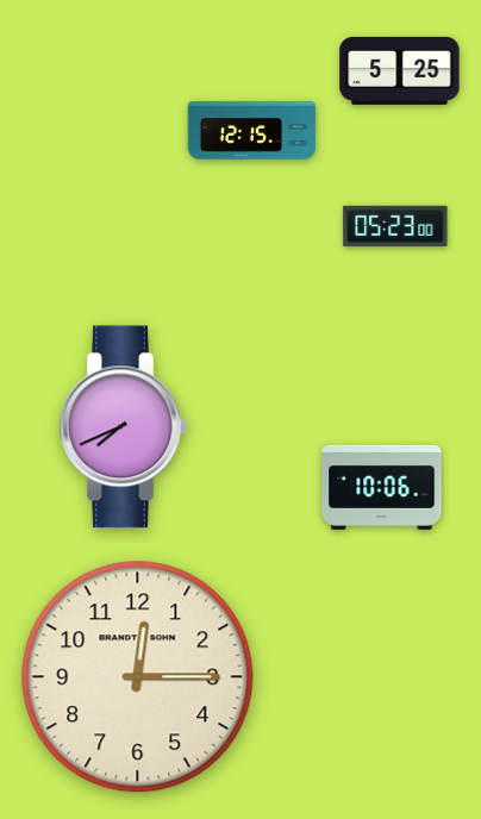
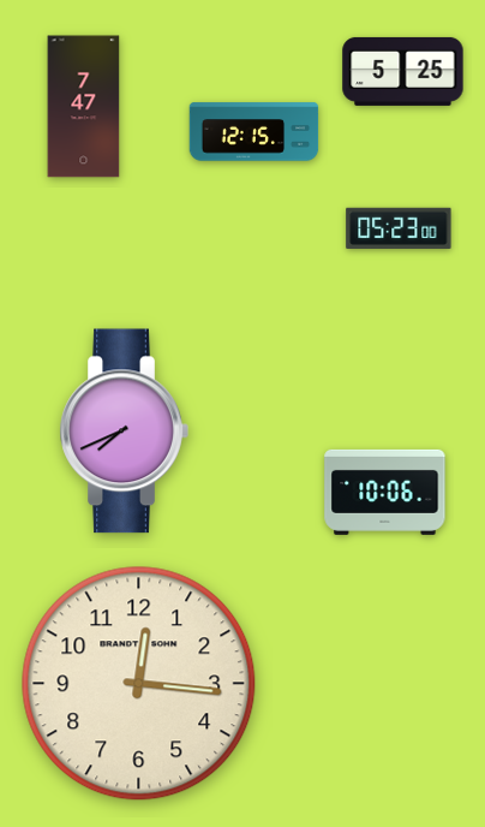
clock at (84, 107): none -> 7:47
clock at (138, 677): 12:15 -> 12:16
